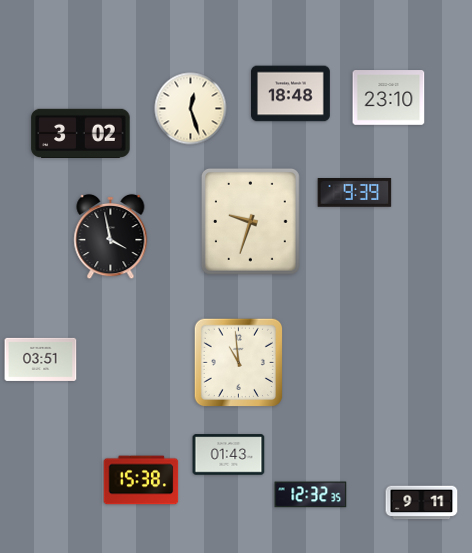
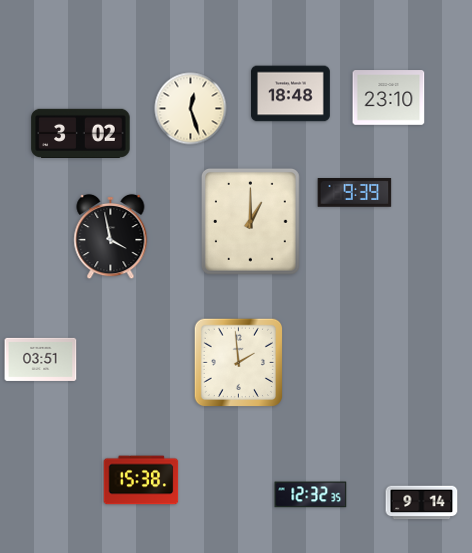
clock at (250, 221): 9:33 -> 1:00
clock at (238, 362): 10:59 -> 1:59
clock at (229, 455): 01:43 -> none
clock at (422, 503): 9:11 -> 9:14
